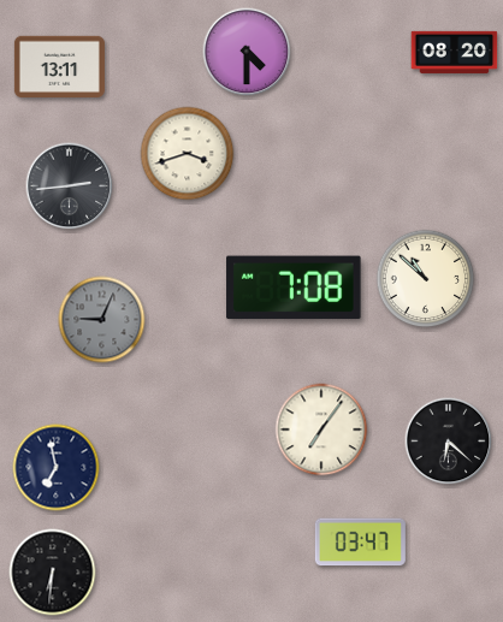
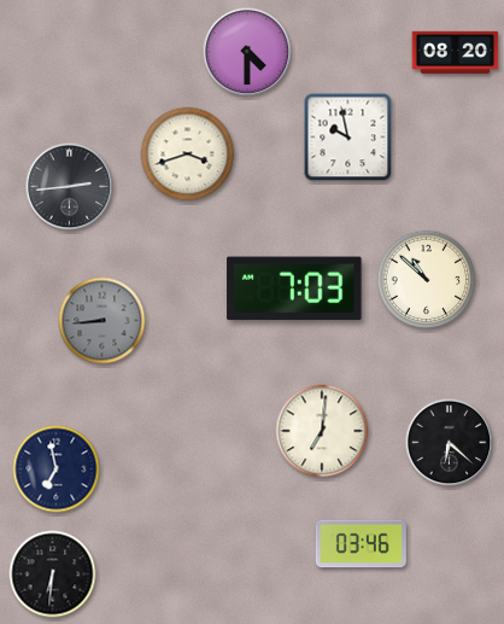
clock at (59, 66): 13:11 -> none
clock at (348, 138): none -> 9:58
clock at (294, 288): 7:08 -> 7:03
clock at (102, 320): 9:04 -> 8:44
clock at (321, 430): 7:06 -> 7:01
clock at (360, 543): 03:47 -> 03:46
